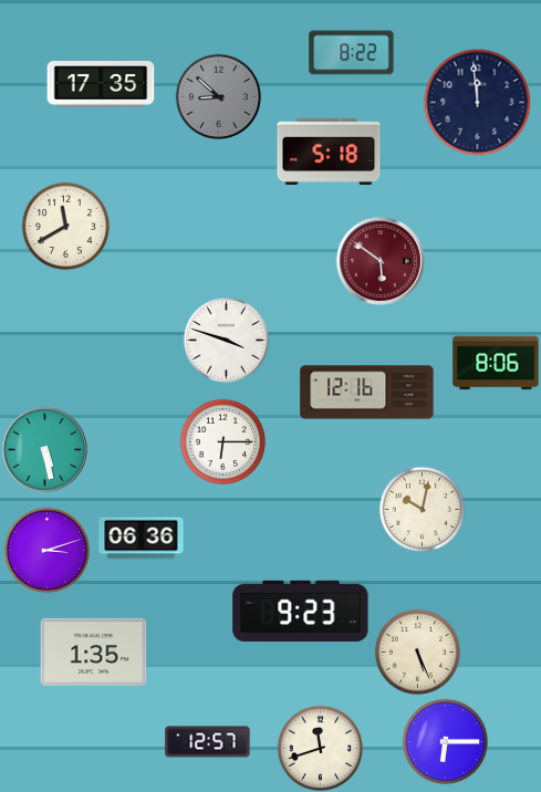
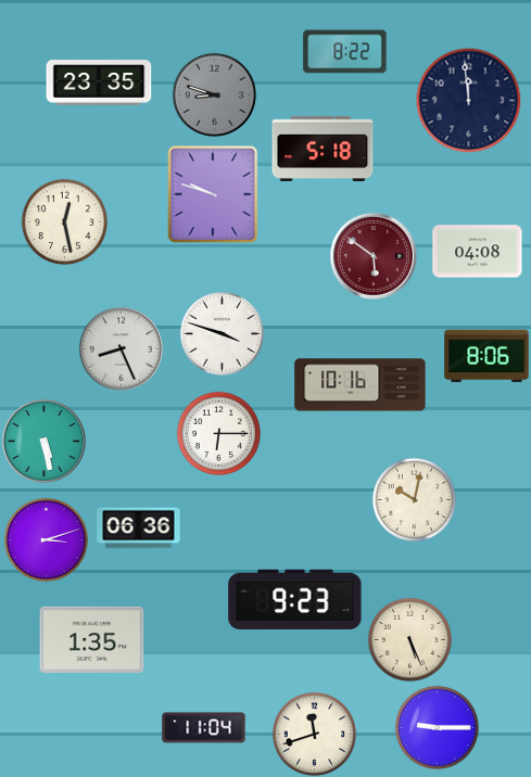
clock at (101, 84): 17:35 -> 23:35
clock at (218, 96): 8:52 -> 8:48
clock at (213, 194): none -> 9:48
clock at (65, 226): 11:40 -> 12:28
clock at (478, 252): none -> 04:08
clock at (121, 348): none -> 8:26
clock at (367, 393): 12:16 -> 10:16
clock at (445, 741): 6:15 -> 9:15
clock at (208, 742): 12:57 -> 11:04
